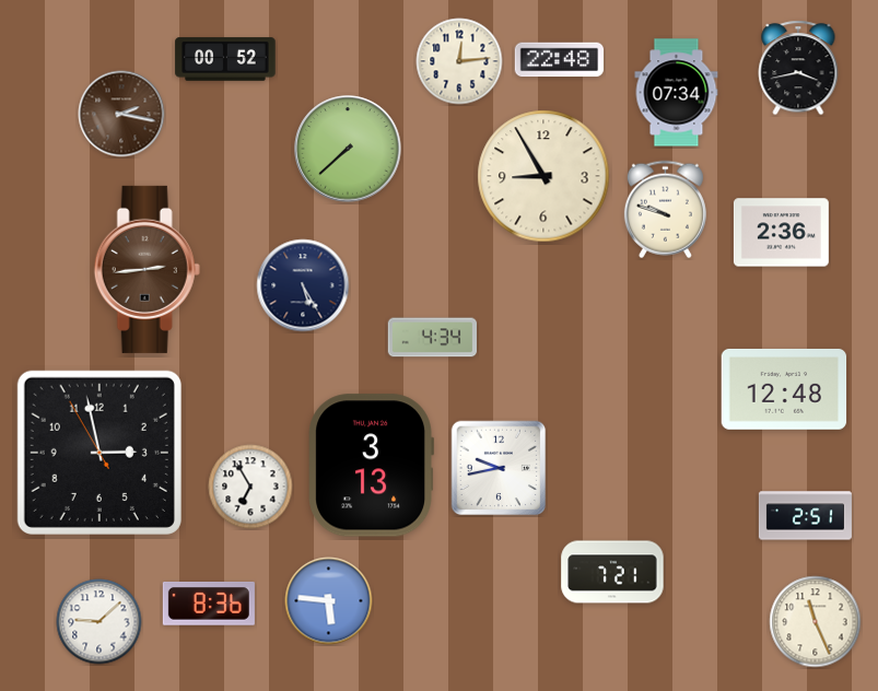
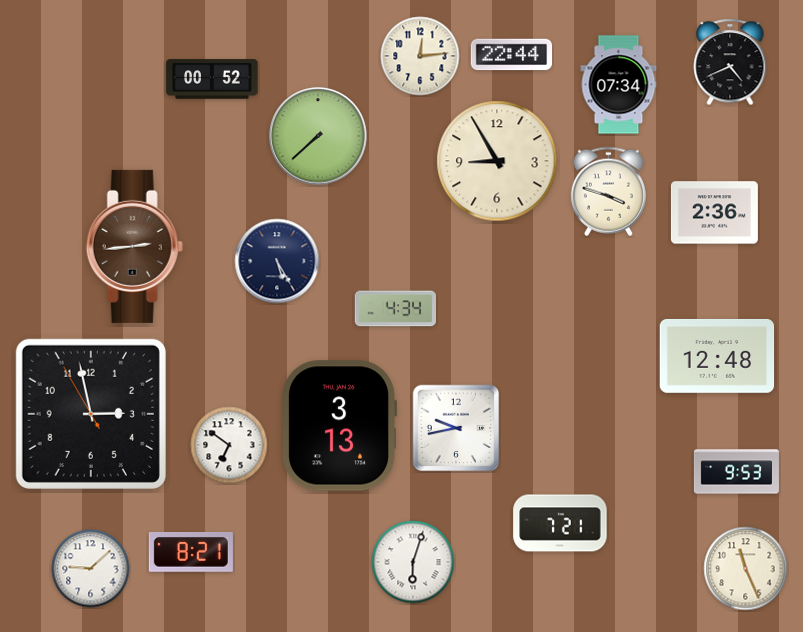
clock at (225, 59) position: (225, 59) -> (212, 79)
clock at (560, 60): 22:48 -> 22:44
clock at (798, 68): 3:43 -> 4:41
clock at (121, 114): 2:17 -> none
clock at (665, 210): 9:48 -> 3:48
clock at (250, 487): 6:55 -> 6:51
clock at (805, 516): 2:51 -> 9:53
clock at (329, 601): 5:46 -> none
clock at (209, 605): 8:36 -> 8:21
clock at (413, 562): none -> 6:03
